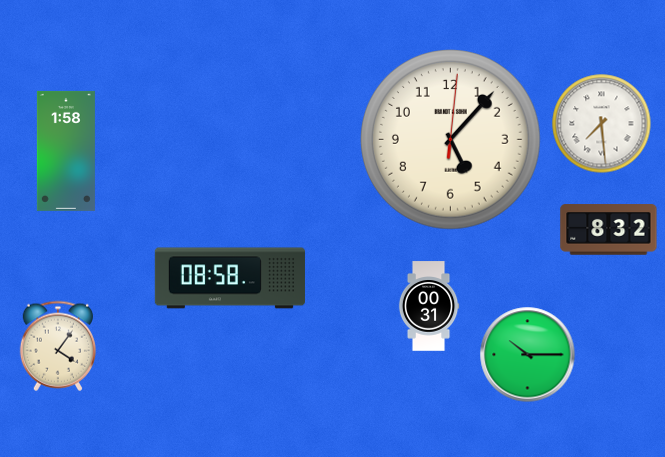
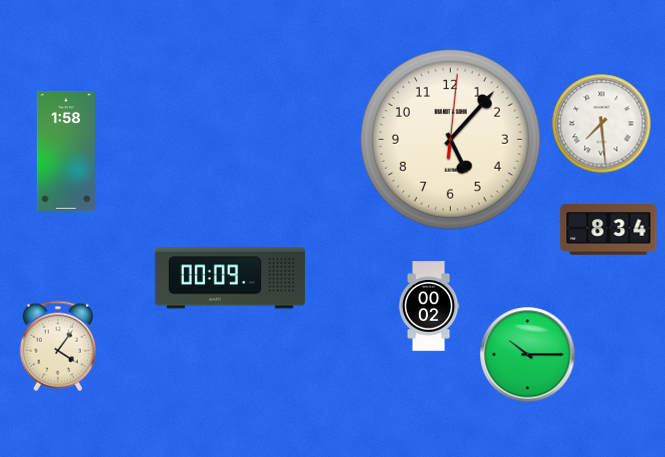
clock at (609, 230): 8:32 -> 8:34
clock at (230, 278): 08:58 -> 00:09
clock at (429, 306): 00:31 -> 00:02
